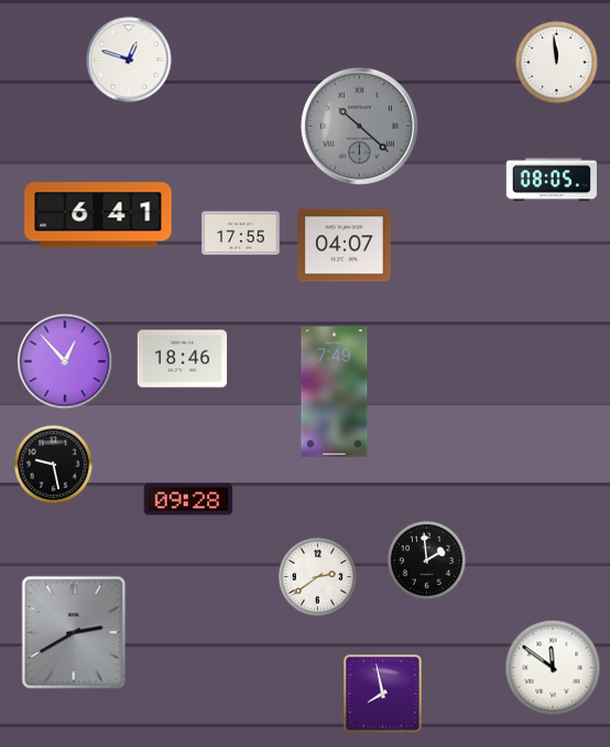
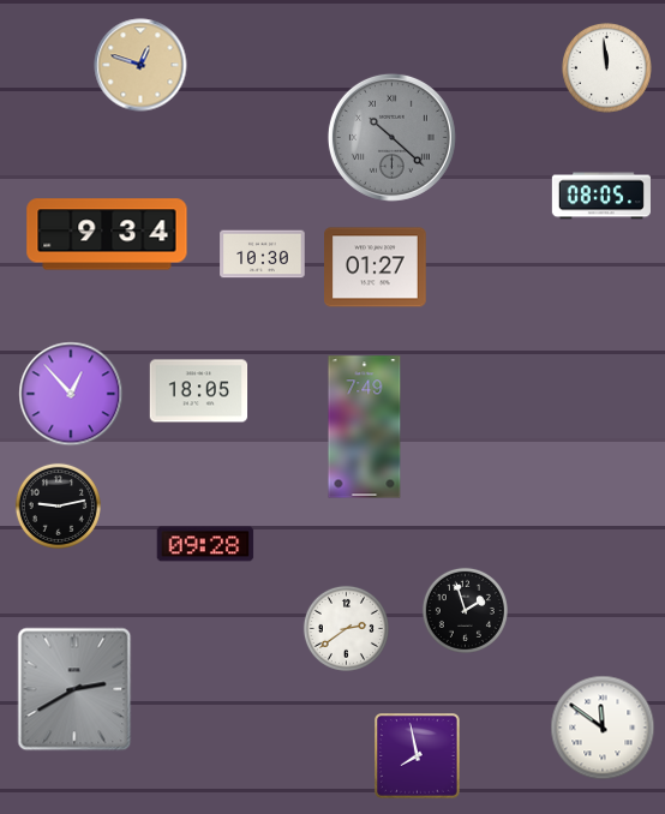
clock at (129, 59) dial: white -> champagne
clock at (98, 215): 6:41 -> 9:34
clock at (241, 234): 17:55 -> 10:30
clock at (345, 246): 04:07 -> 01:27
clock at (183, 359): 18:46 -> 18:05
clock at (53, 464): 9:28 -> 9:13
clock at (426, 560): 1:59 -> 1:57
clock at (74, 632) position: (74, 632) -> (74, 689)
